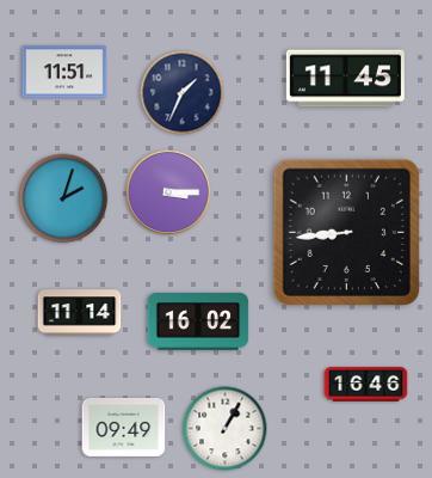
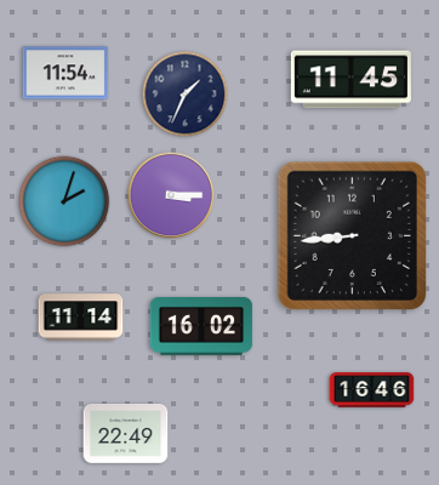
clock at (64, 72): 11:51 -> 11:54
clock at (124, 428): 09:49 -> 22:49
clock at (226, 429): 1:05 -> none
